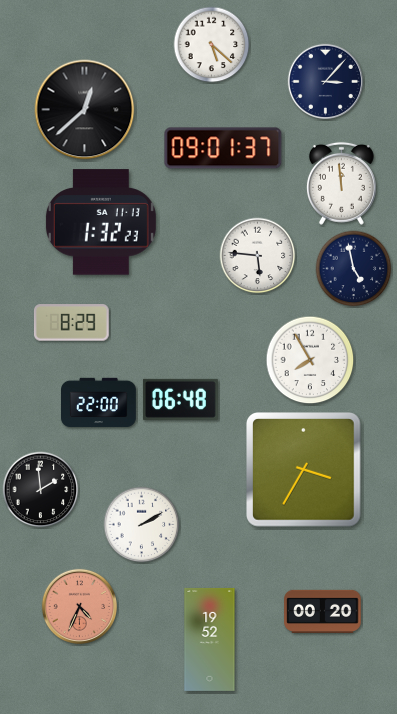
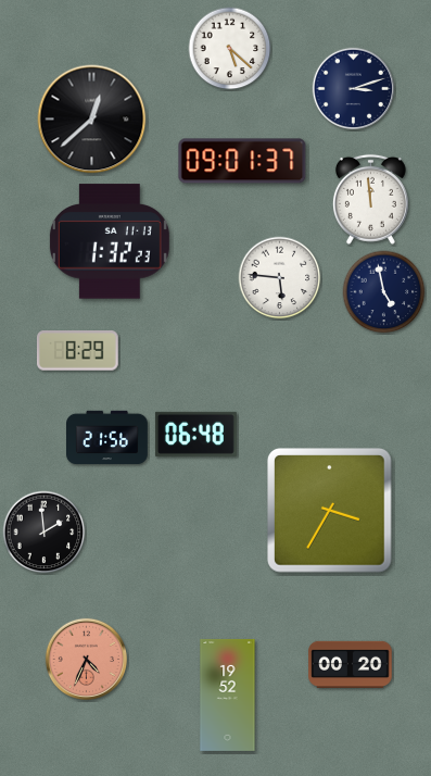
clock at (325, 81): 3:07 -> 3:12
clock at (310, 360): 7:55 -> none
clock at (99, 403): 22:00 -> 21:56
clock at (142, 525): 2:10 -> none
